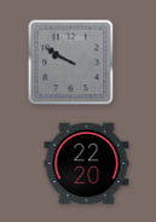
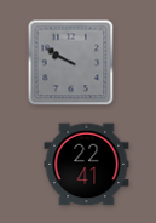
clock at (87, 164): 22:20 -> 22:41
